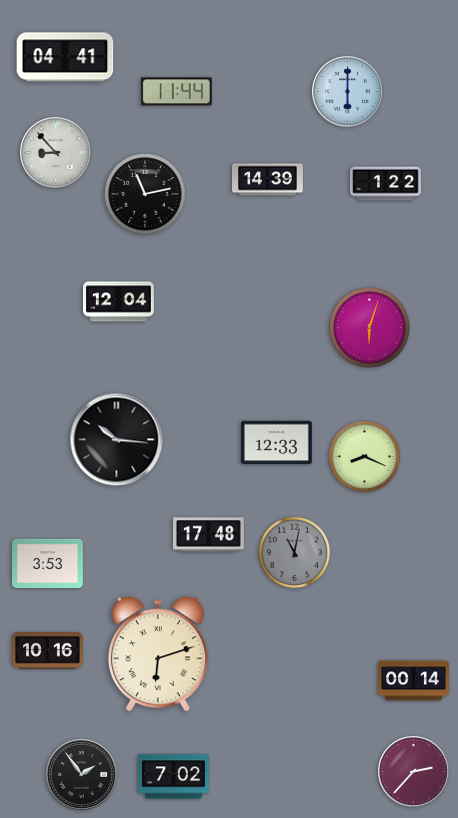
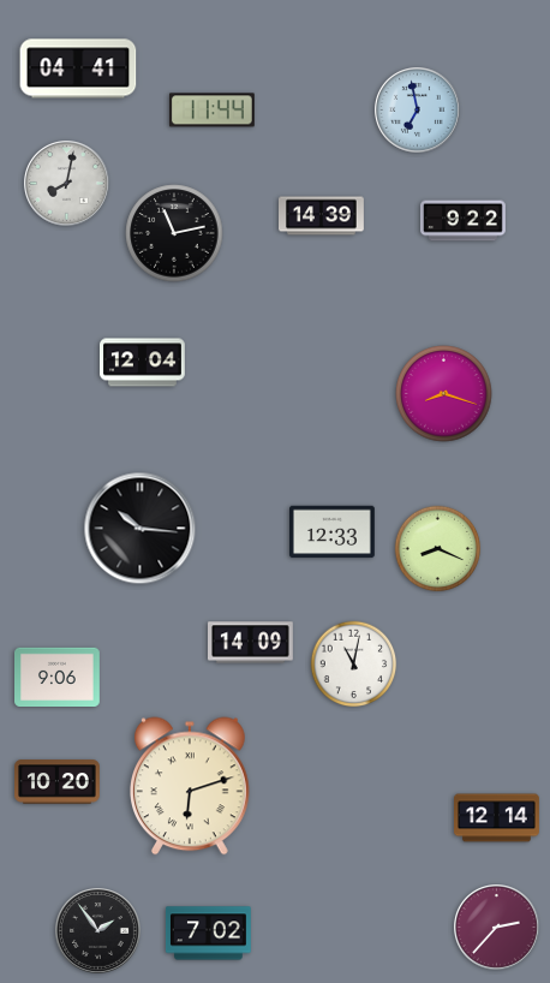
clock at (348, 92): 6:00 -> 6:58
clock at (56, 153): 8:53 -> 8:02
clock at (386, 184): 1:22 -> 9:22
clock at (370, 328): 6:03 -> 8:18
clock at (209, 535): 17:48 -> 14:09
clock at (295, 553) dial: grey -> white
clock at (48, 563): 3:53 -> 9:06
clock at (48, 651): 10:16 -> 10:20
clock at (414, 681): 00:14 -> 12:14
